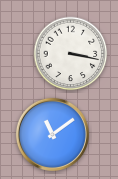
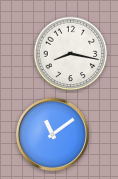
clock at (71, 54): 3:17 -> 8:17
